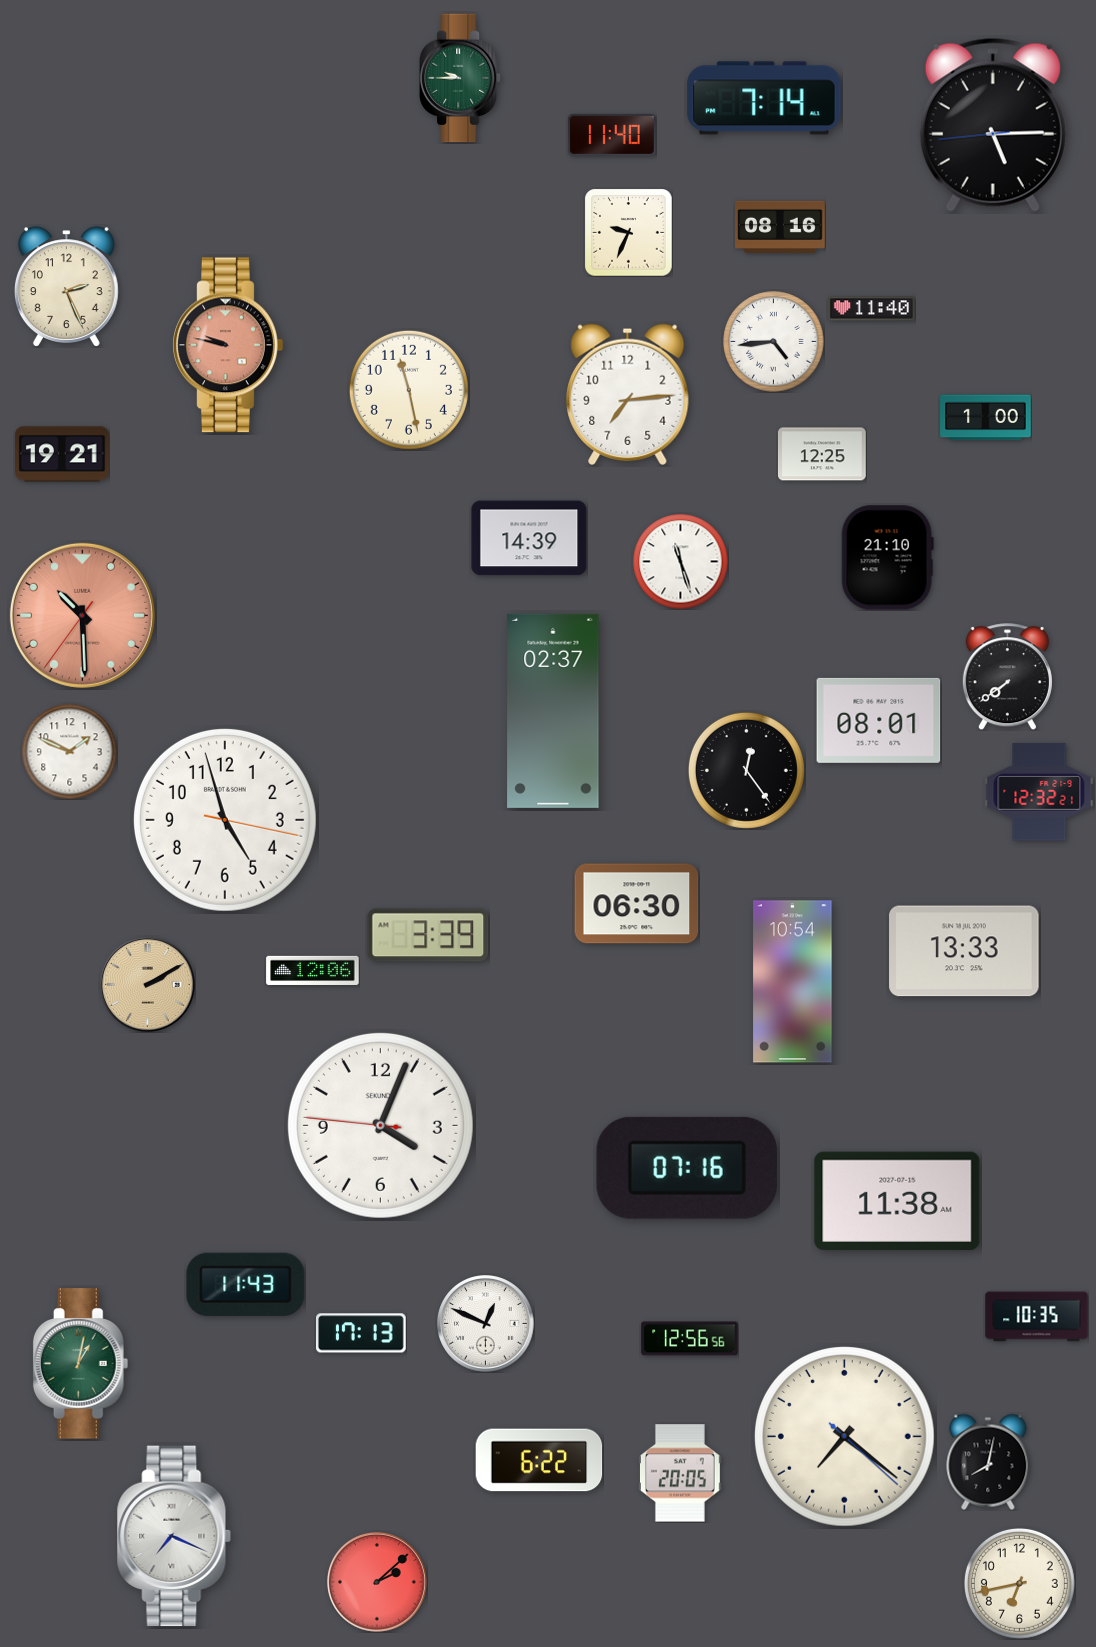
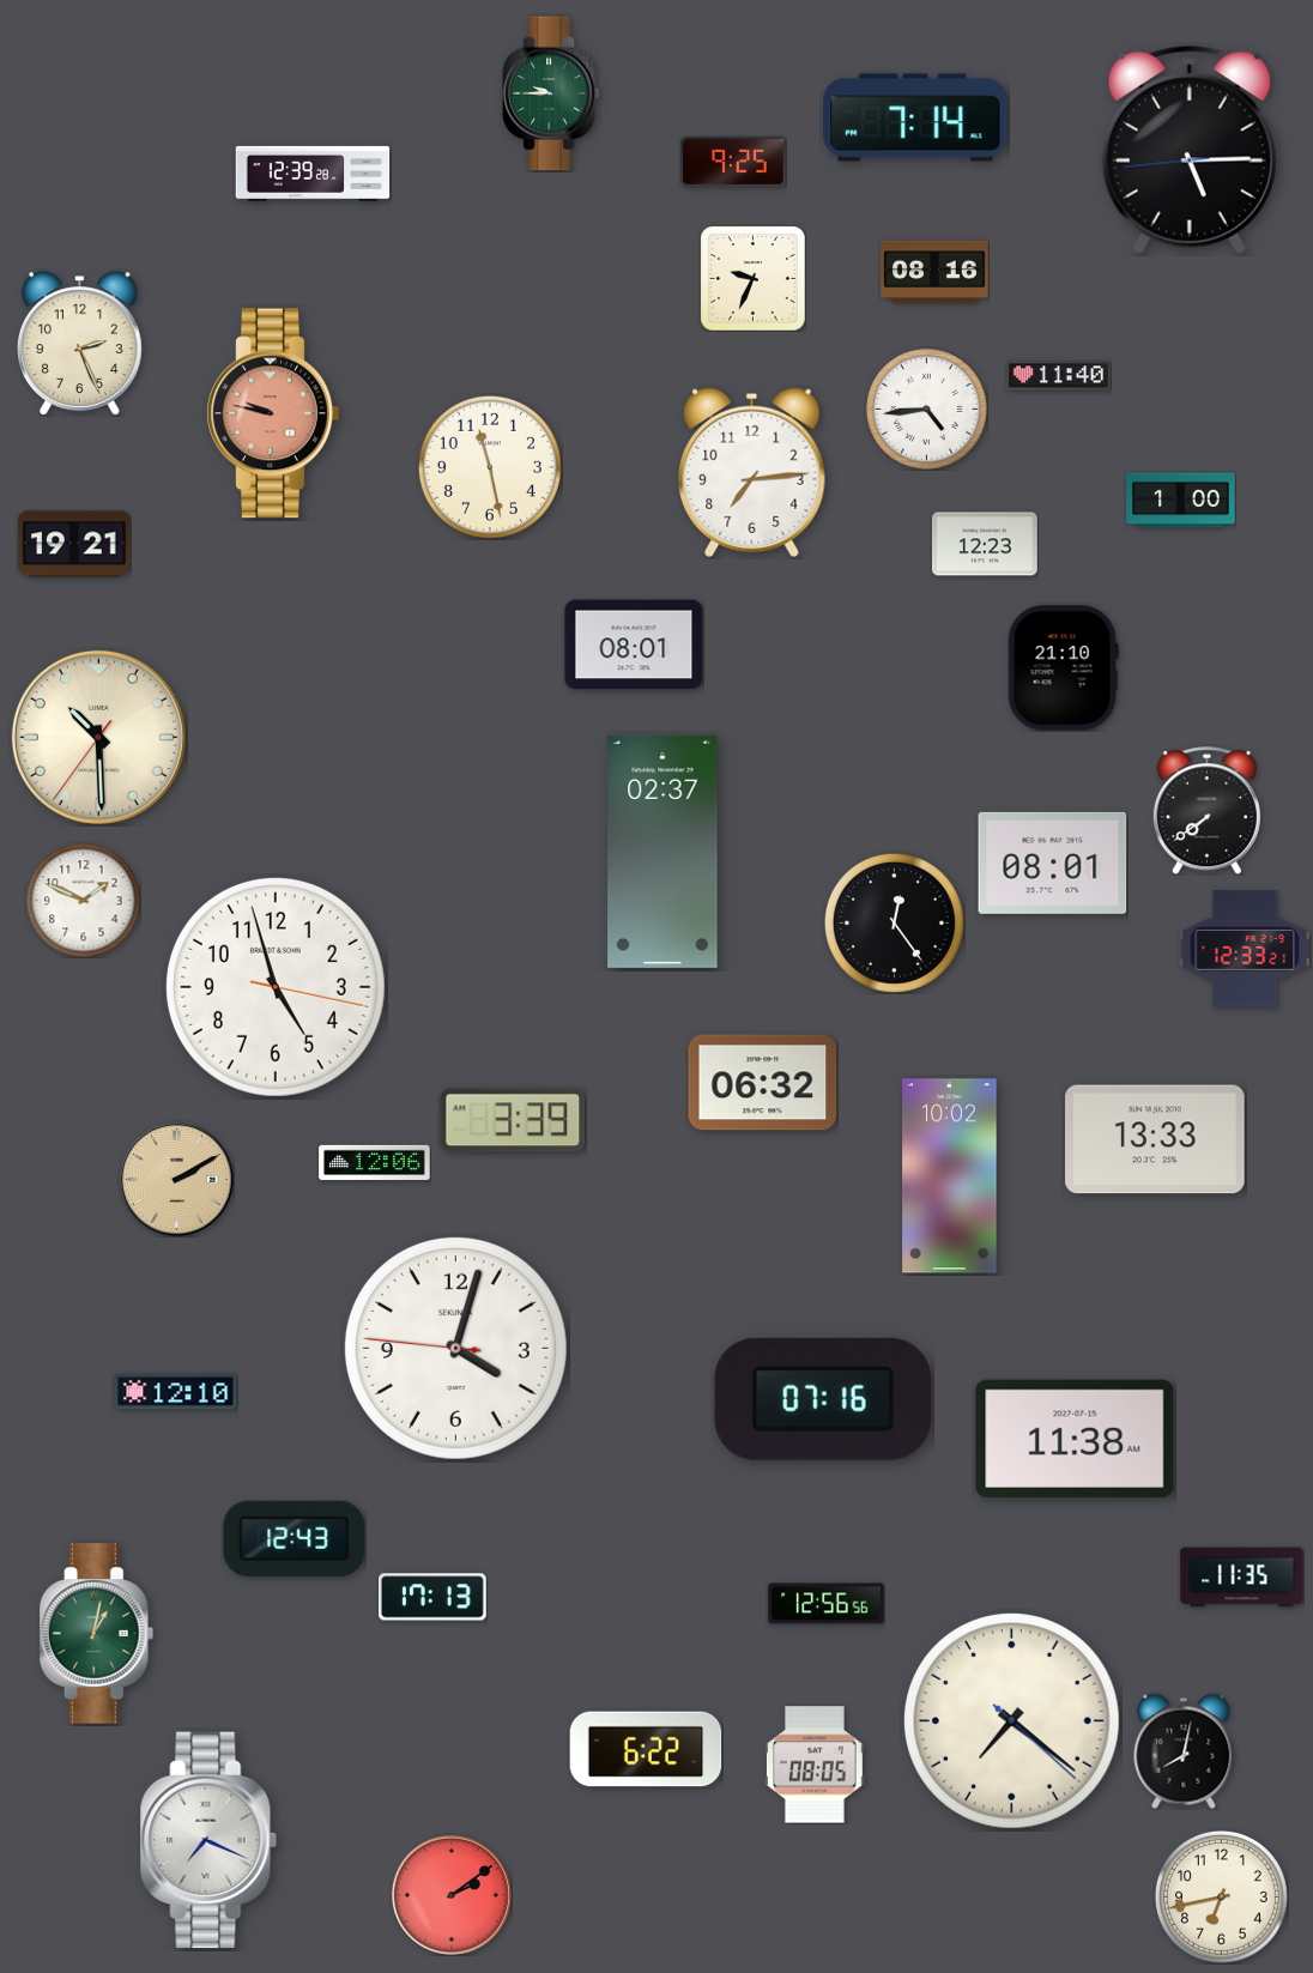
clock at (612, 135): 11:40 -> 9:25
clock at (313, 174): none -> 12:39
clock at (871, 309) position: (871, 309) -> (1058, 376)
clock at (822, 454): 12:25 -> 12:23
clock at (529, 538): 14:39 -> 08:01
clock at (680, 561): 11:27 -> none
clock at (82, 615) dial: salmon -> cream
clock at (1039, 792): 12:32 -> 12:33
clock at (225, 820) position: (225, 820) -> (276, 987)
clock at (637, 904): 06:30 -> 06:32
clock at (793, 982): 10:54 -> 10:02
clock at (380, 1125): 4:03 -> 4:02
clock at (176, 1392): none -> 12:10
clock at (246, 1284): 11:43 -> 12:43
clock at (1037, 1317): 10:35 -> 11:35
clock at (486, 1324): 12:49 -> none
clock at (680, 1473): 20:05 -> 08:05
clock at (377, 1582): 2:08 -> 2:09
